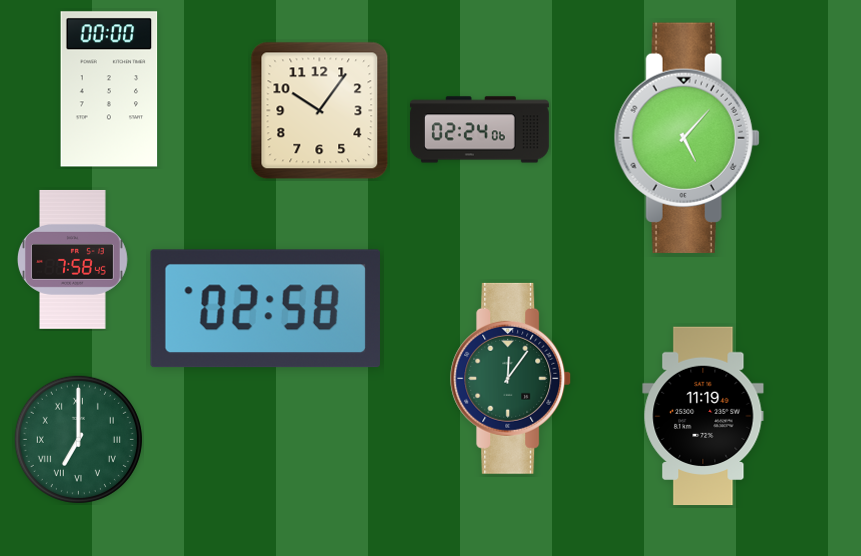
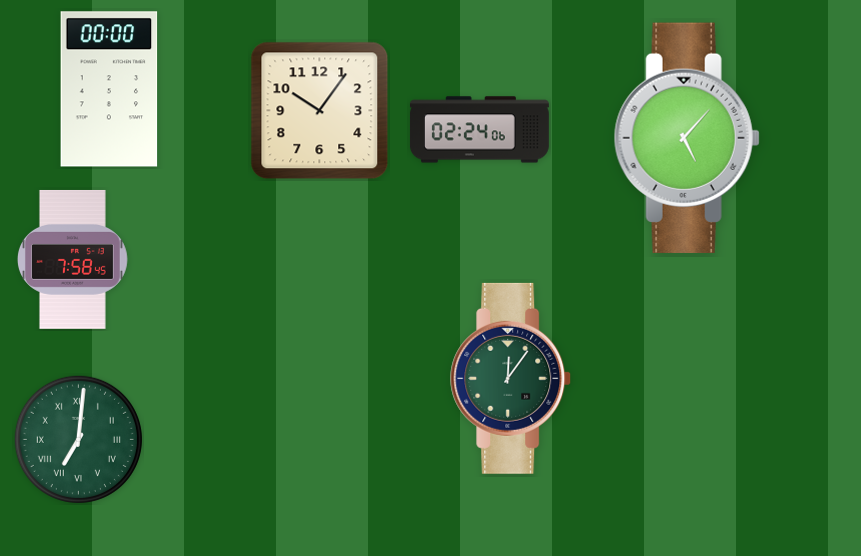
clock at (265, 309): 02:58 -> none
clock at (703, 416): 11:19 -> none
clock at (78, 439): 7:00 -> 7:01
